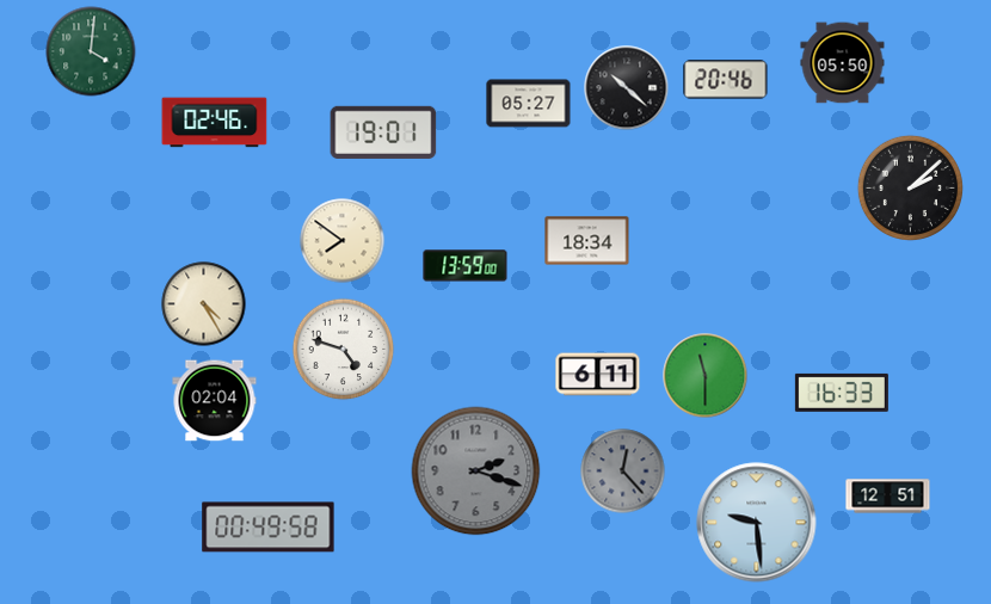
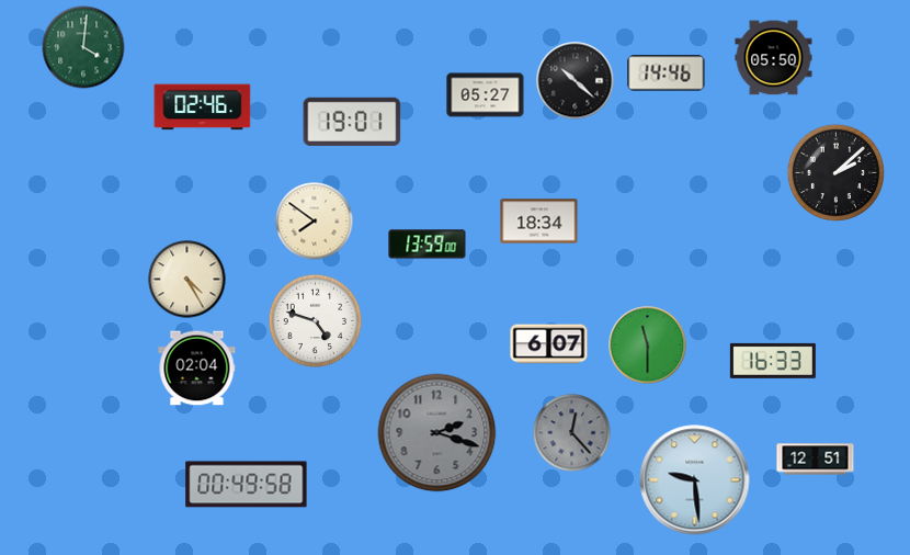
clock at (726, 80): 20:46 -> 14:46
clock at (215, 123) position: (215, 123) -> (203, 107)
clock at (598, 375): 6:11 -> 6:07
clock at (888, 497) position: (888, 497) -> (816, 460)
